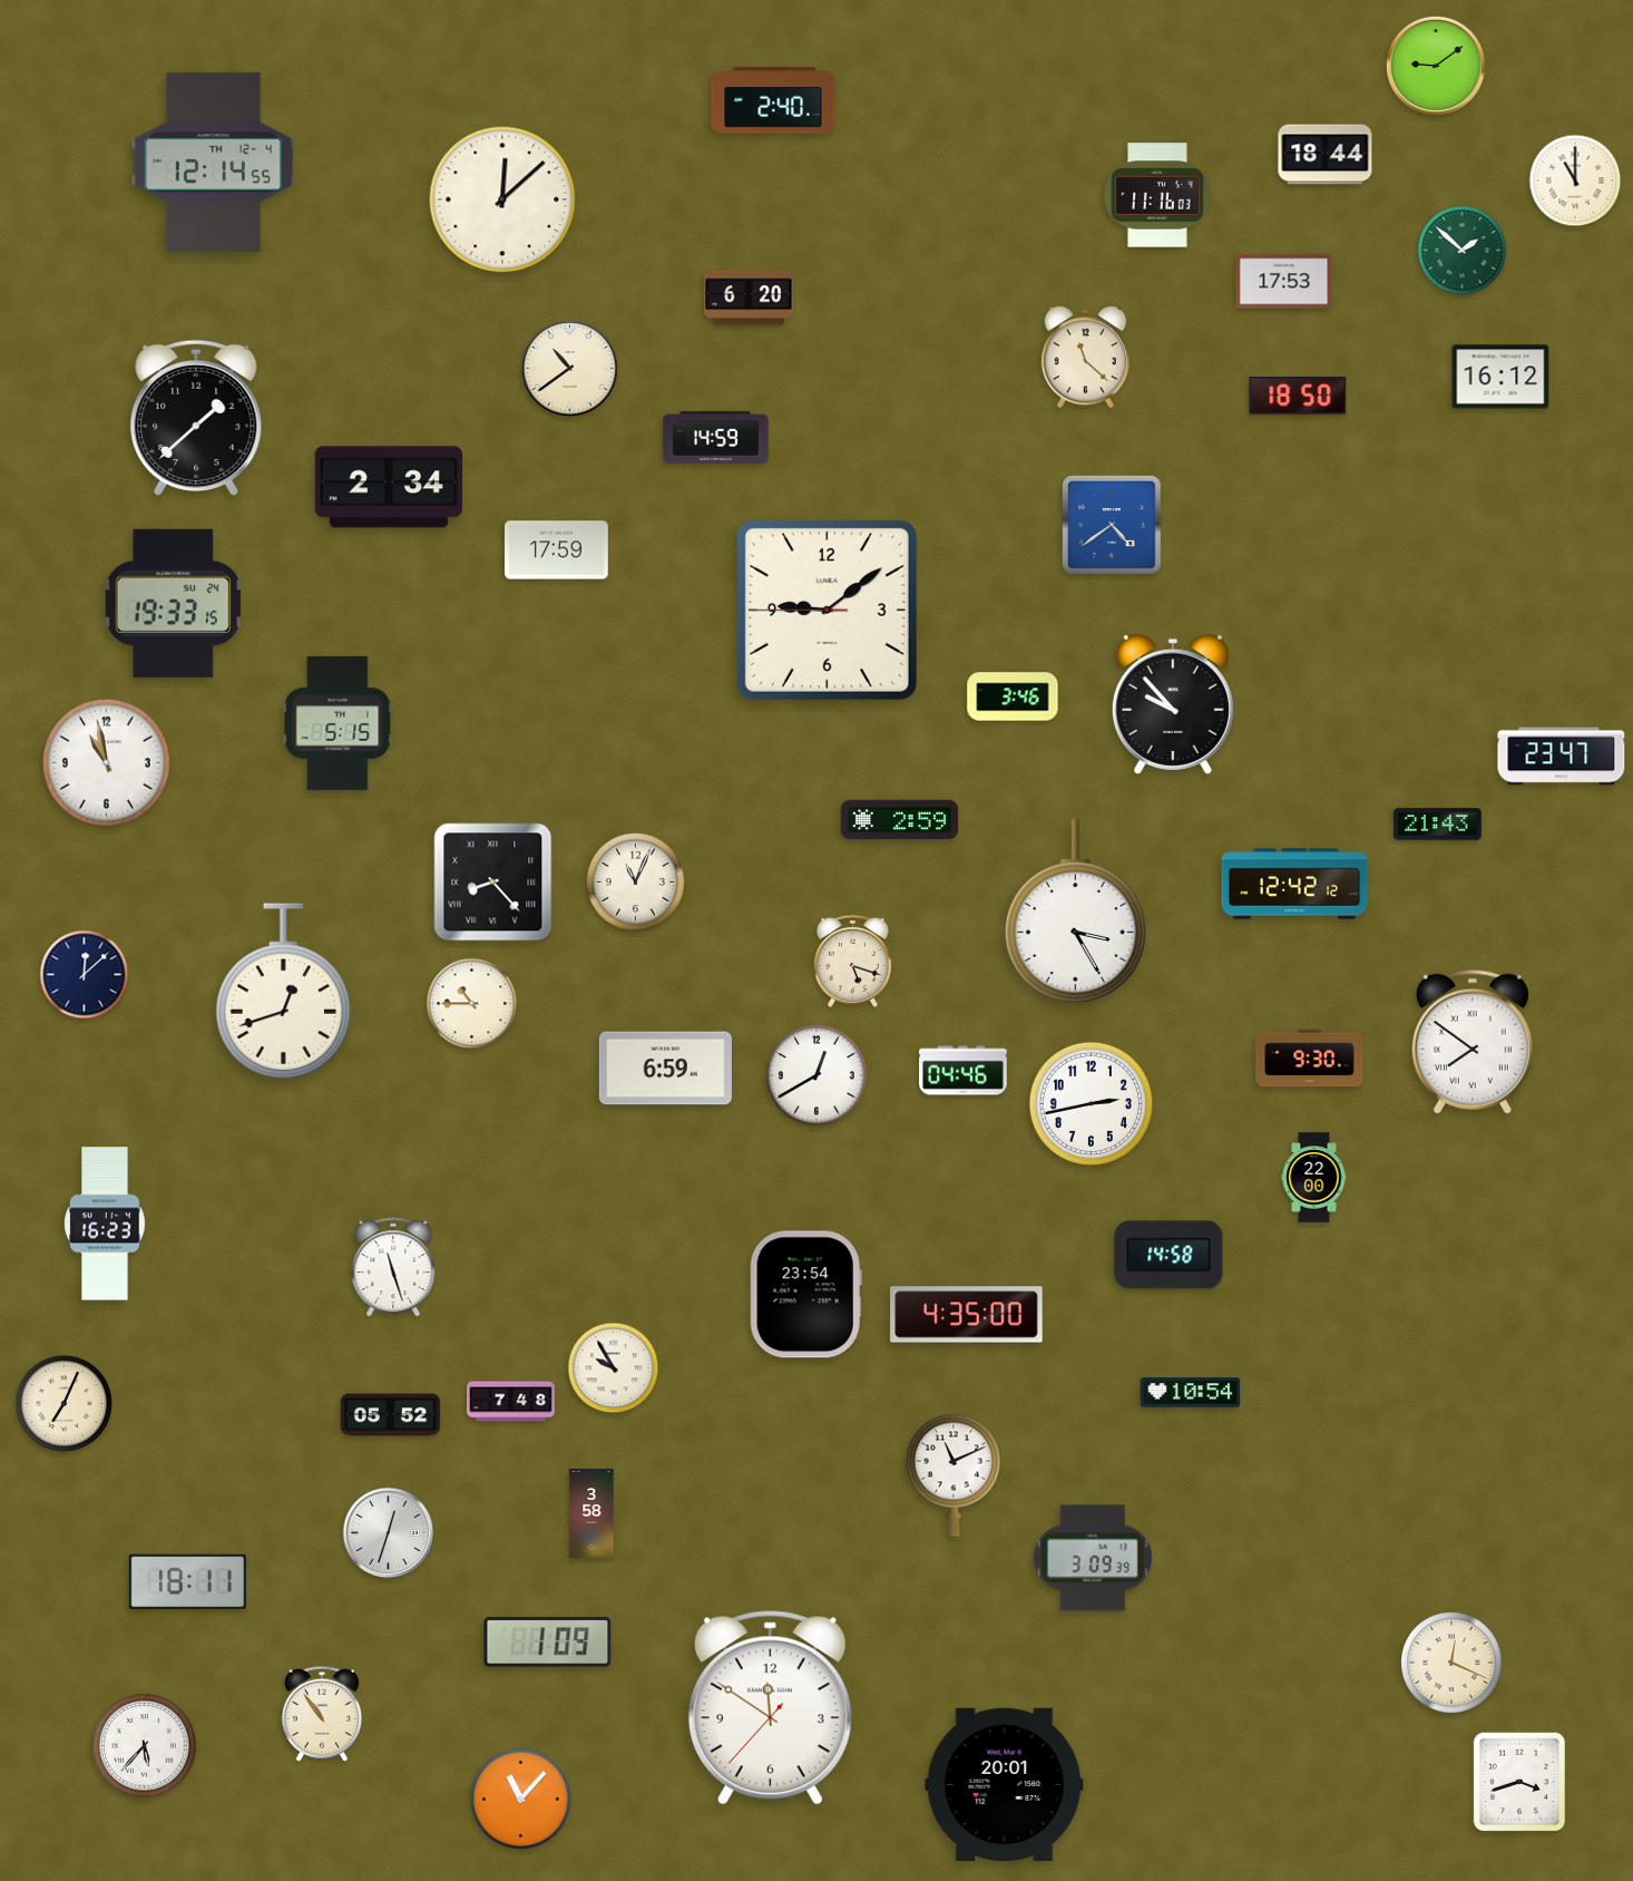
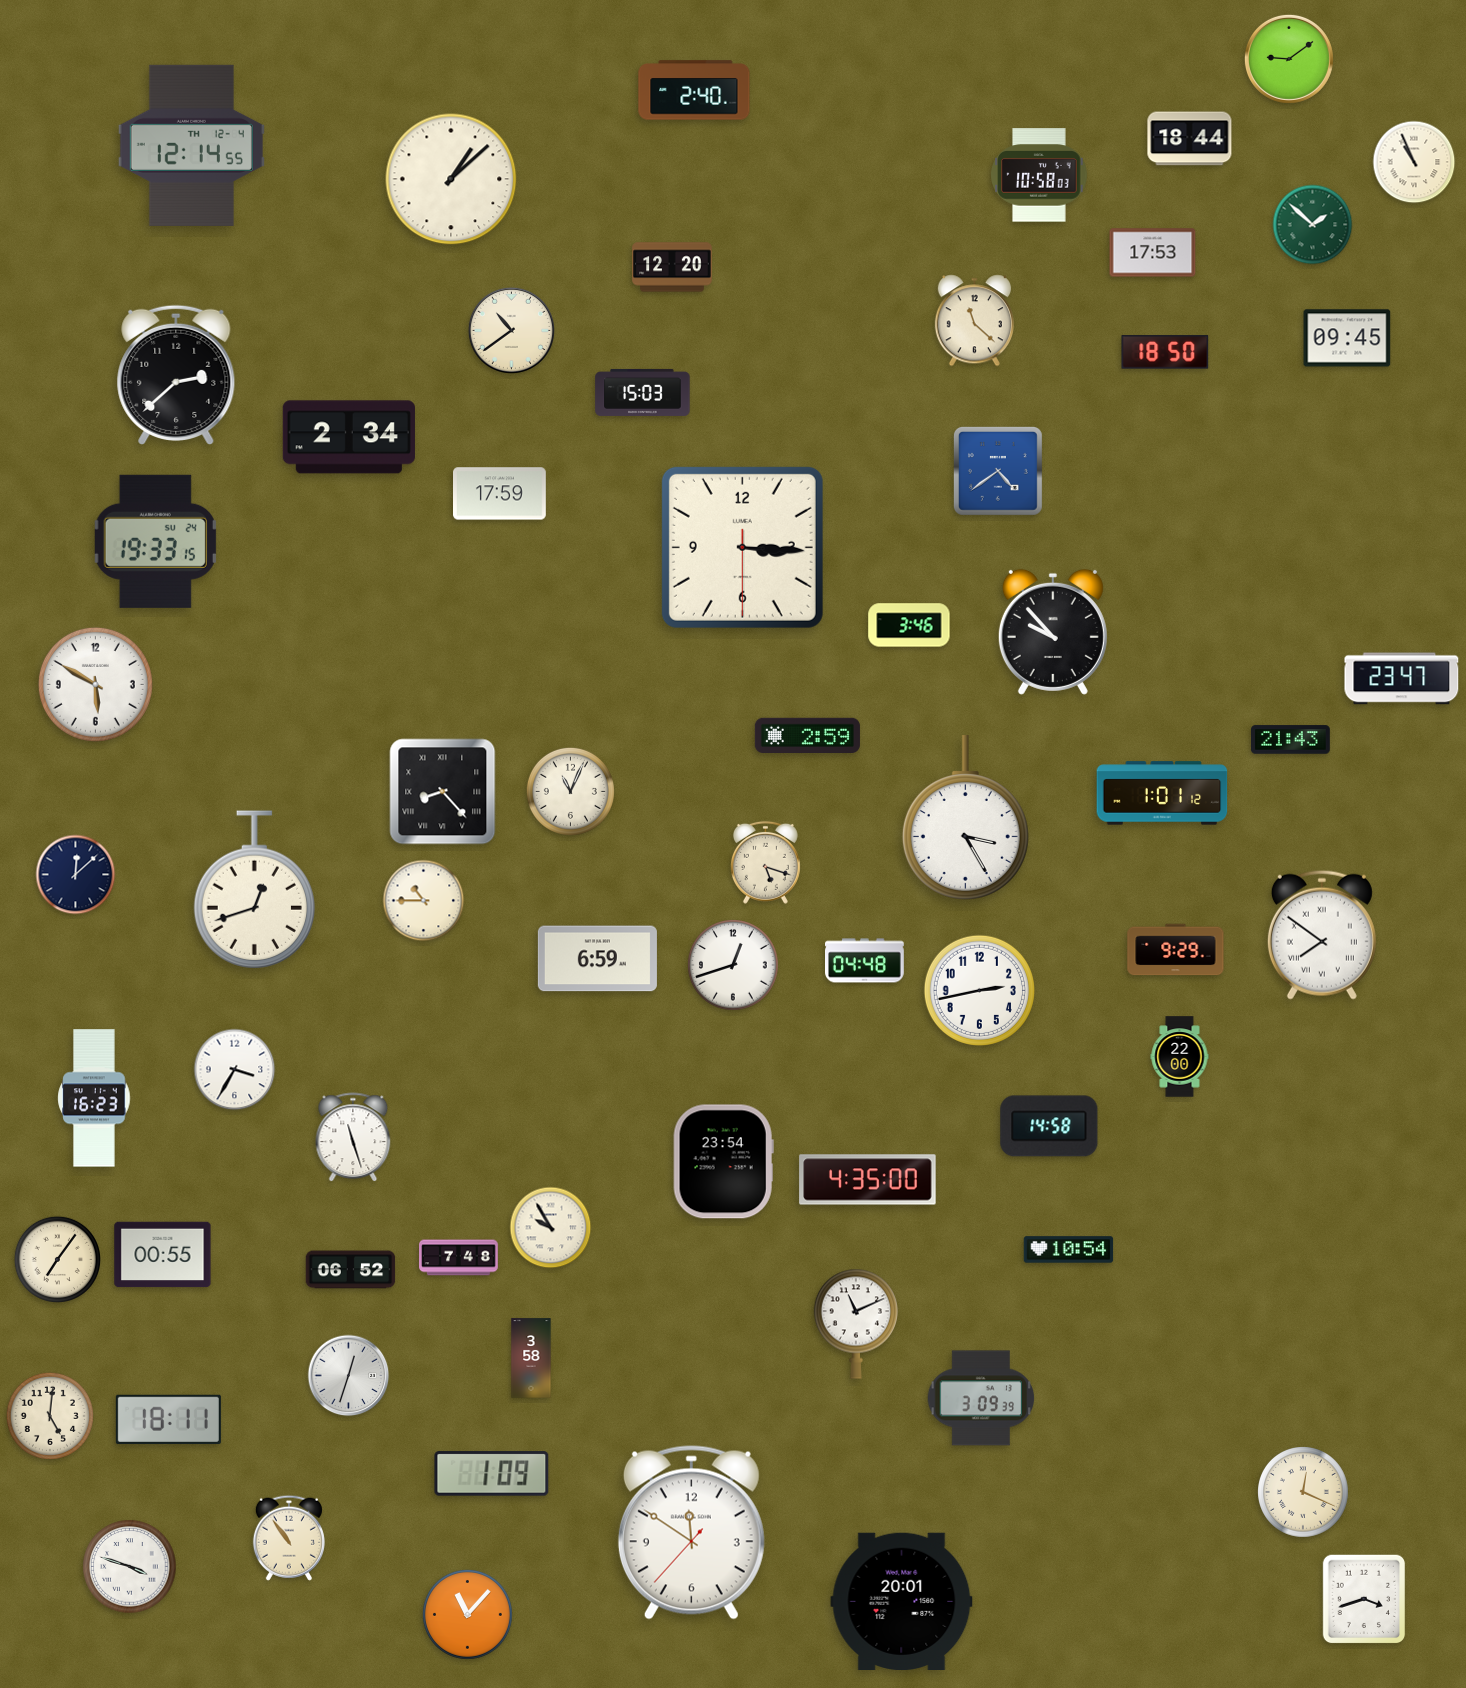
clock at (1575, 181): 11:00 -> 10:56
clock at (1157, 195): 11:16 -> 10:58
clock at (502, 199): 12:08 -> 1:08
clock at (749, 298): 6:20 -> 12:20
clock at (1500, 377): 16:12 -> 09:45
clock at (1298, 396) position: (1298, 396) -> (1165, 352)
clock at (196, 417): 1:38 -> 2:38
clock at (716, 437): 14:59 -> 15:03
clock at (827, 610): 9:08 -> 3:15
clock at (338, 723): 5:15 -> none
clock at (106, 762): 10:58 -> 5:50
clock at (1294, 884): 12:42 -> 1:01
clock at (1310, 1059): 9:30 -> 9:29
clock at (964, 1071): 04:46 -> 04:48
clock at (818, 1076): 12:40 -> 12:42
clock at (235, 1070): none -> 3:35
clock at (163, 1255): none -> 00:55
clock at (63, 1403): 7:04 -> 7:06
clock at (391, 1415): 05:52 -> 06:52
clock at (50, 1416): none -> 5:01
clock at (145, 1746): 5:37 -> 3:48
